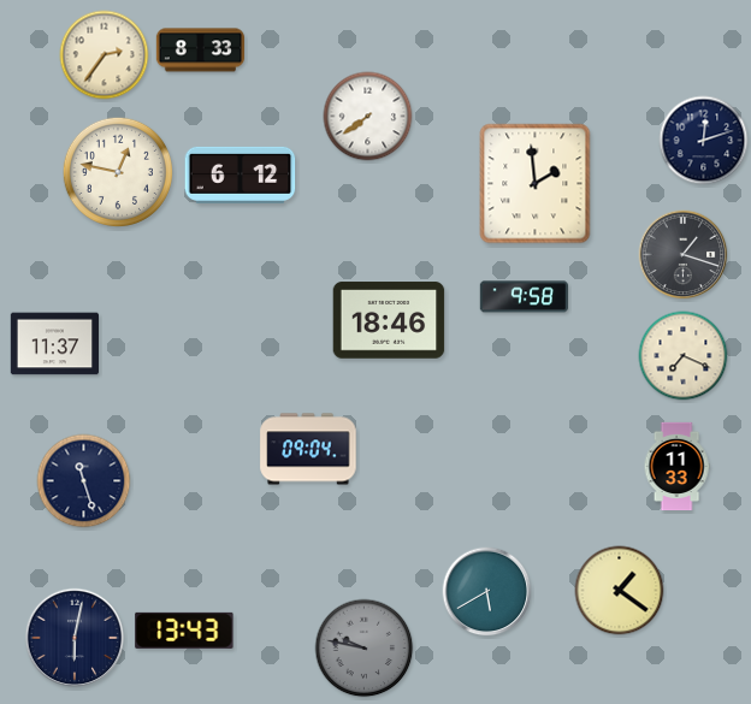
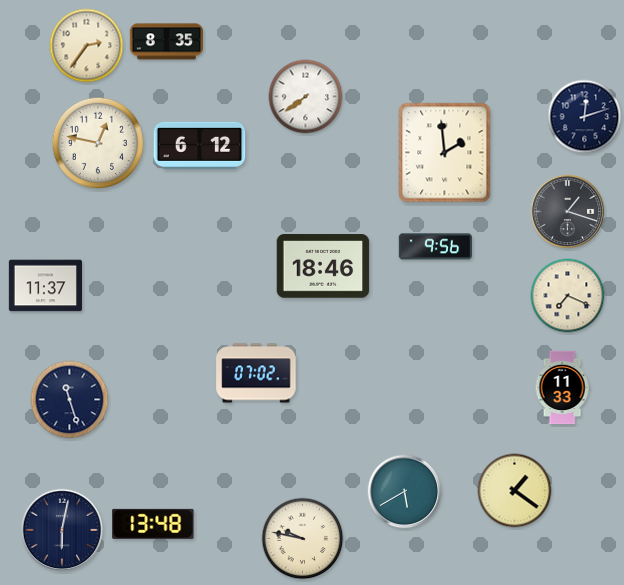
clock at (200, 51): 8:33 -> 8:35
clock at (524, 297): 9:58 -> 9:56
clock at (308, 449): 09:04 -> 07:02
clock at (184, 631): 13:43 -> 13:48
clock at (365, 649) dial: grey -> cream
